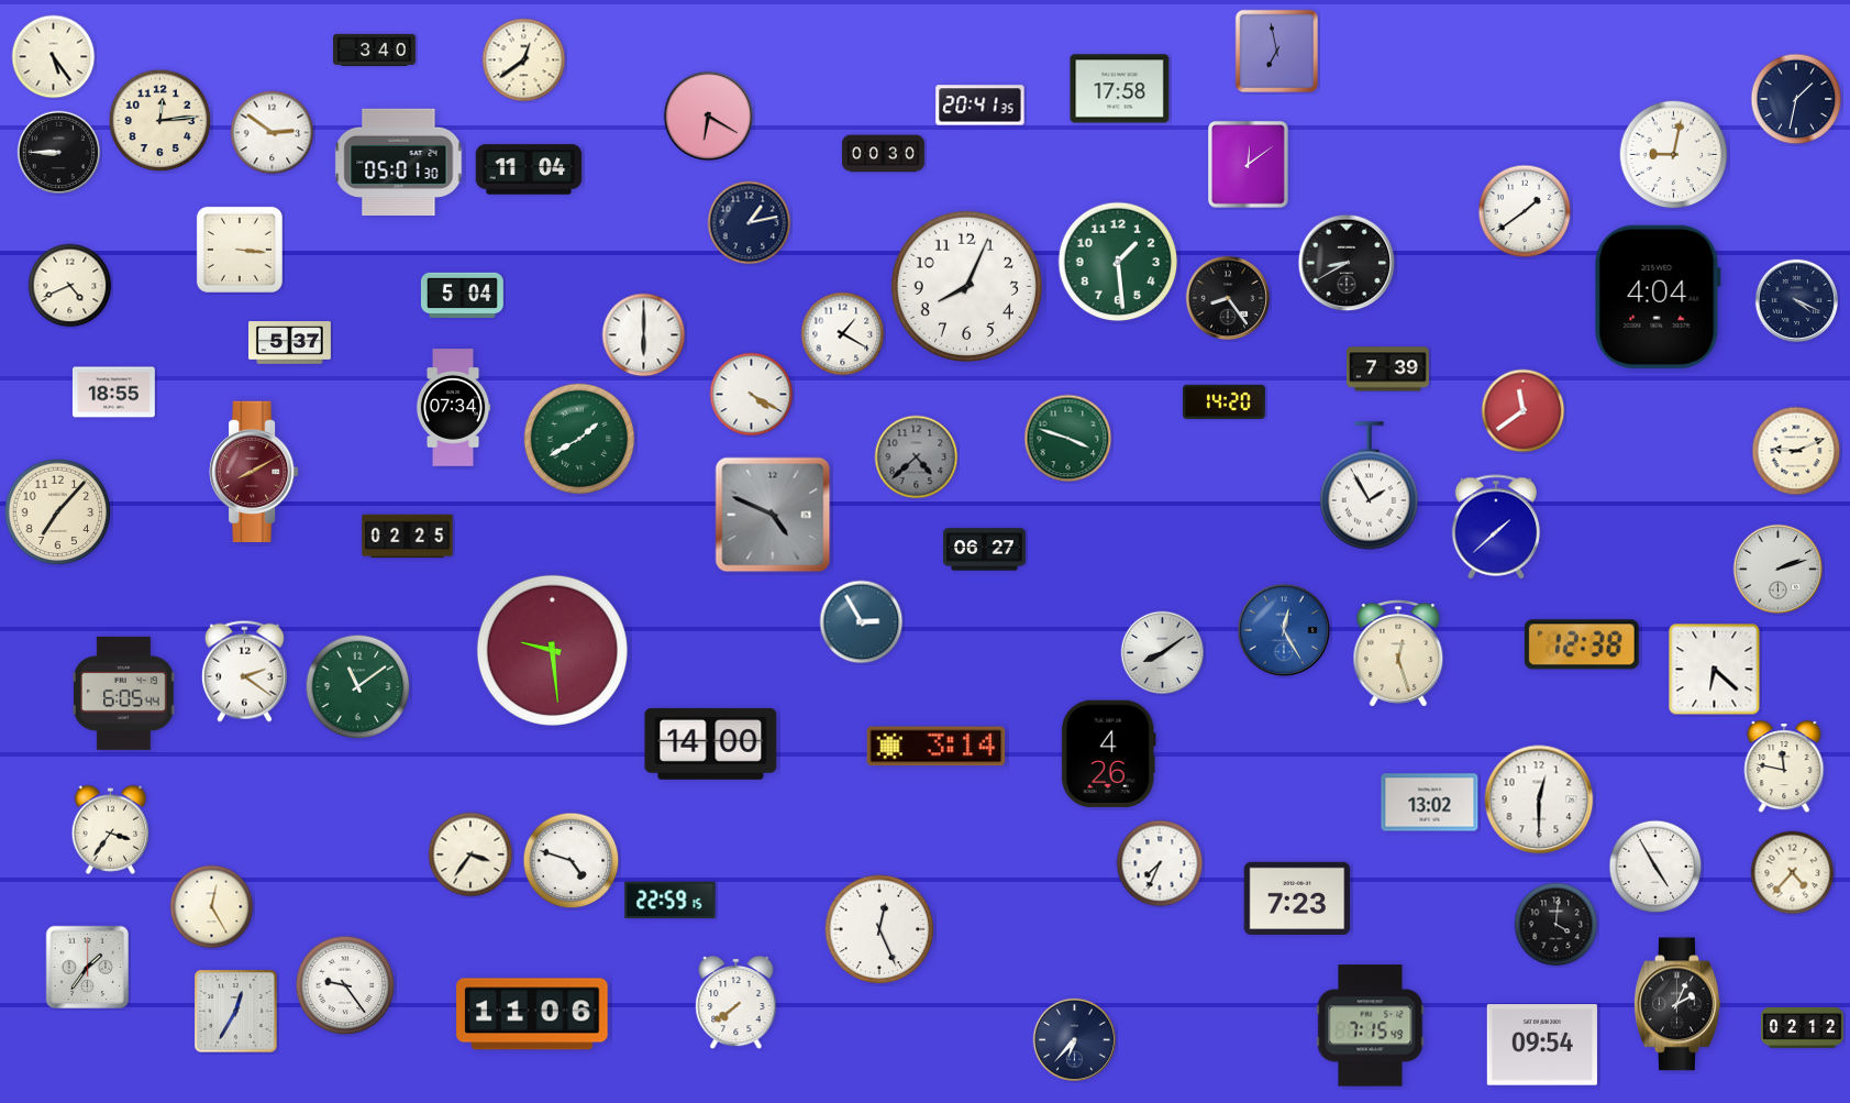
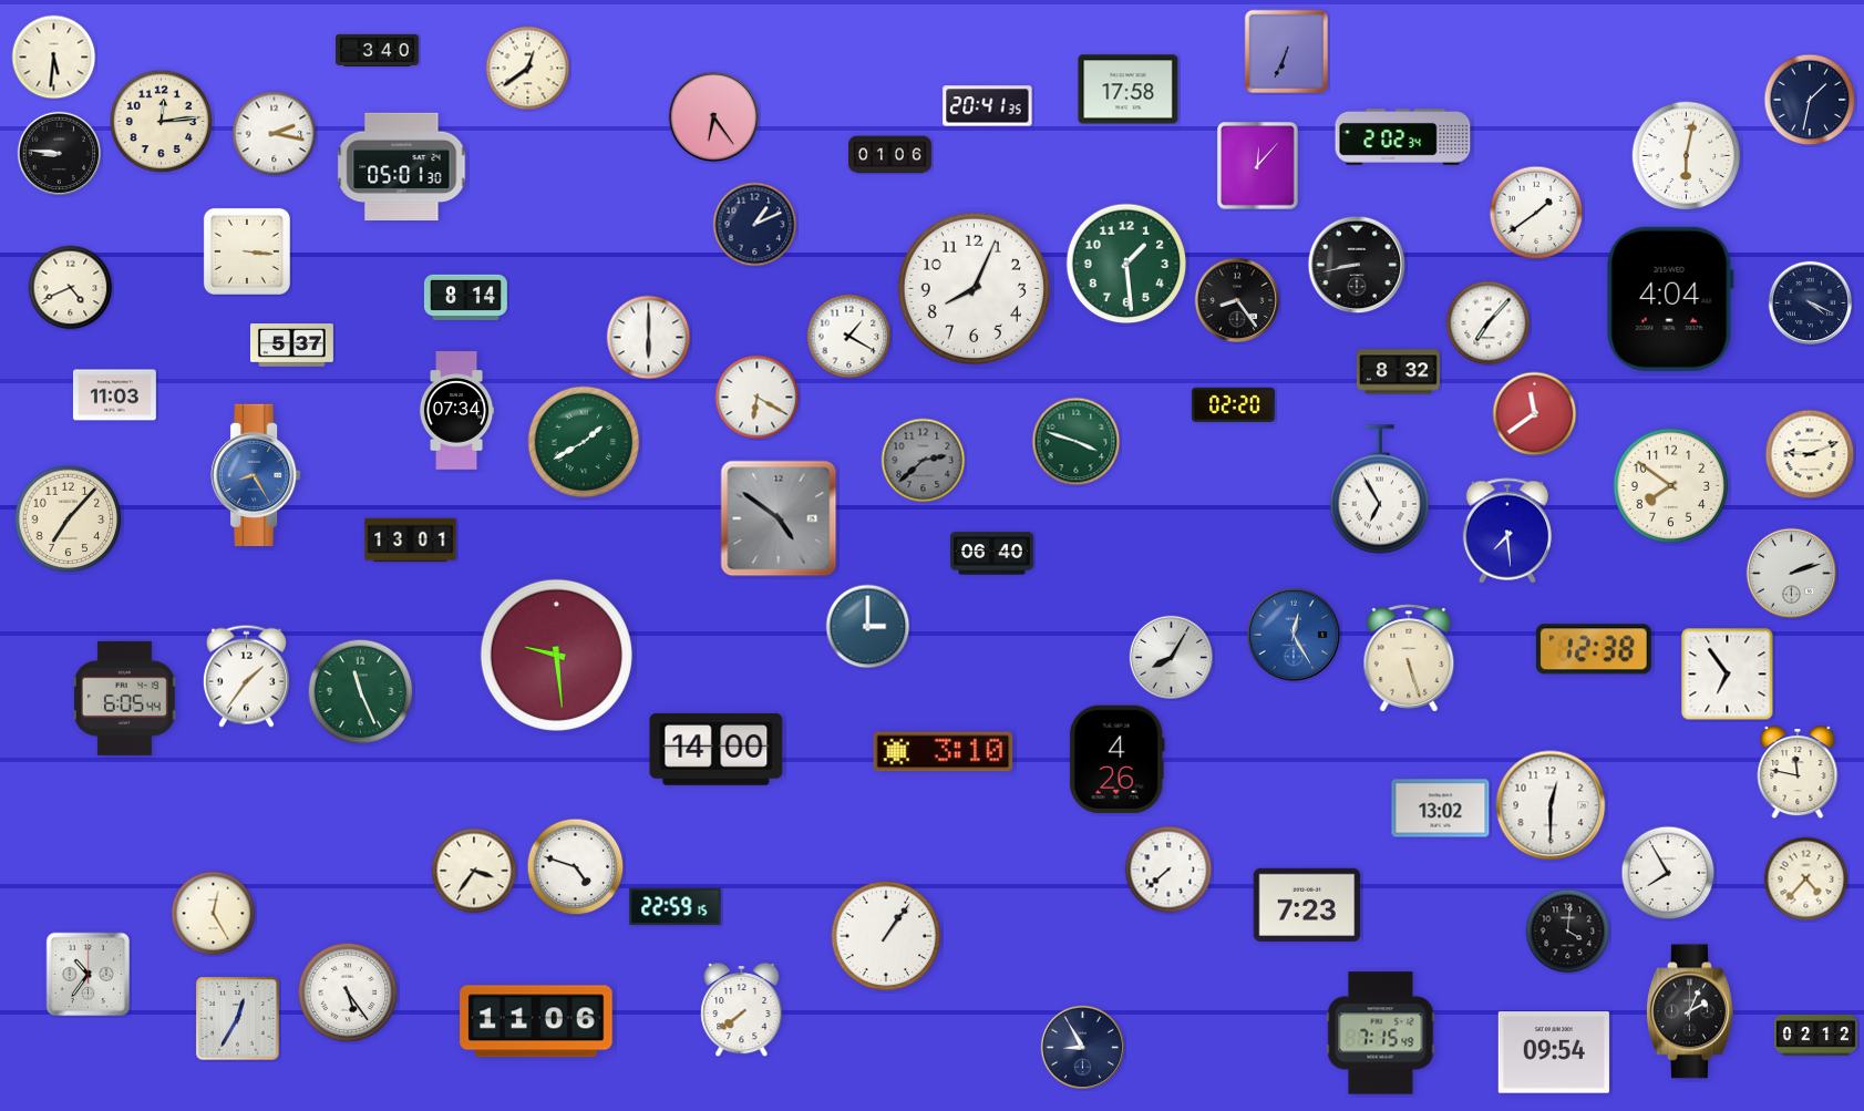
clock at (1277, 52): 6:58 -> 6:34
clock at (54, 57): 5:24 -> 5:31
clock at (524, 60) position: (524, 60) -> (528, 69)
clock at (709, 117): 6:20 -> 6:24
clock at (273, 133): 2:51 -> 2:17
clock at (1403, 137): none -> 2:02
clock at (59, 153): 8:45 -> 8:46
clock at (884, 154): 00:30 -> 01:06
clock at (1674, 155): 9:02 -> 6:02
clock at (399, 162) position: (399, 162) -> (402, 166)
clock at (1249, 165): 12:09 -> 12:07
clock at (529, 169): 11:04 -> none
clock at (750, 223): 1:13 -> 1:11
clock at (240, 250) position: (240, 250) -> (247, 251)
clock at (1347, 263): 8:40 -> 8:43
clock at (462, 295): 5:04 -> 8:14
clock at (1489, 323): none -> 7:07
clock at (1388, 369): 7:39 -> 8:32
clock at (113, 393): 18:55 -> 11:03
clock at (752, 395): 4:20 -> 6:20
clock at (1223, 401): 14:20 -> 02:20
clock at (917, 457): 4:38 -> 2:38
clock at (254, 471): 8:10 -> 8:25
clock at (254, 471) dial: burgundy -> blue
clock at (1671, 486): none -> 7:51
clock at (1369, 486): 1:55 -> 6:55
clock at (58, 512) position: (58, 512) -> (69, 520)
clock at (773, 515): 4:49 -> 4:51
clock at (1496, 527): 1:38 -> 7:29
clock at (408, 537): 02:25 -> 13:01
clock at (985, 550): 06:27 -> 06:40
clock at (862, 622): 2:55 -> 3:00
clock at (1163, 653): 8:09 -> 8:05
clock at (1398, 653): 12:27 -> 5:27
clock at (1715, 670): 6:22 -> 6:54
clock at (244, 671): 2:21 -> 1:36
clock at (358, 687): 11:09 -> 11:26
clock at (937, 747): 3:14 -> 3:10
clock at (111, 829): 3:36 -> none
clock at (470, 854) position: (470, 854) -> (474, 871)
clock at (1160, 863): 7:34 -> 7:38
clock at (1655, 867): 4:55 -> 7:55
clock at (879, 929): 12:26 -> 1:06
clock at (88, 968): 1:36 -> 10:36
clock at (345, 985): 9:24 -> 5:24
clock at (1075, 1040): 6:37 -> 8:55
